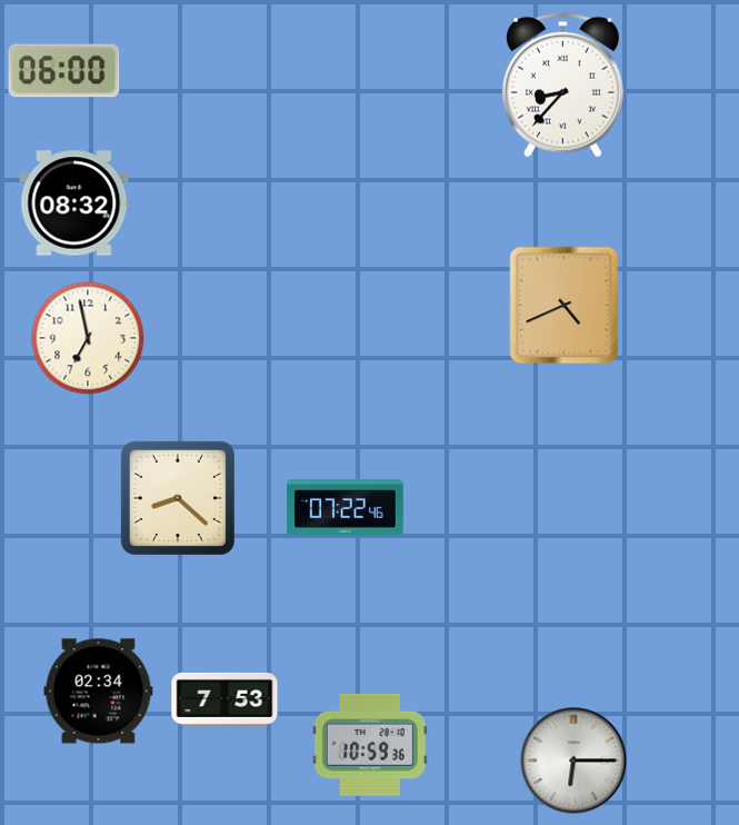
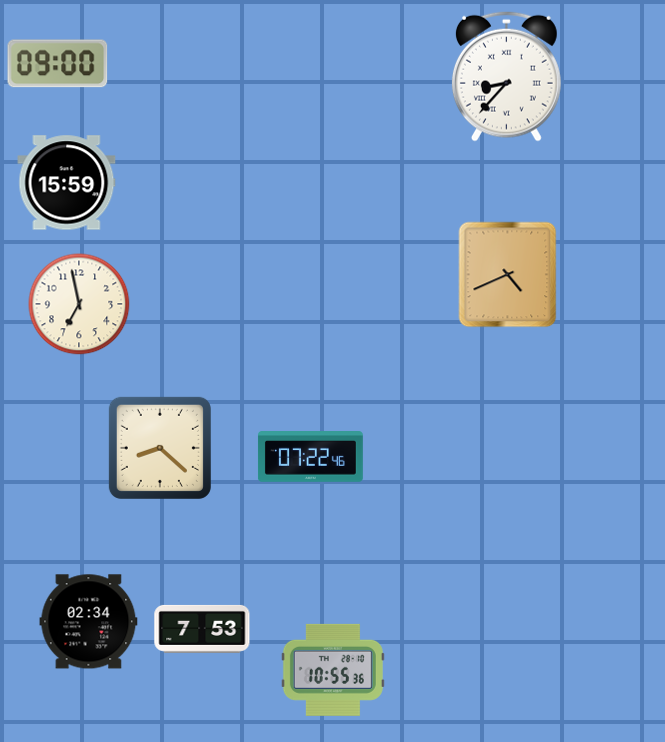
clock at (64, 71): 06:00 -> 09:00
clock at (74, 203): 08:32 -> 15:59
clock at (370, 745): 10:59 -> 10:55
clock at (573, 761): 6:15 -> none
